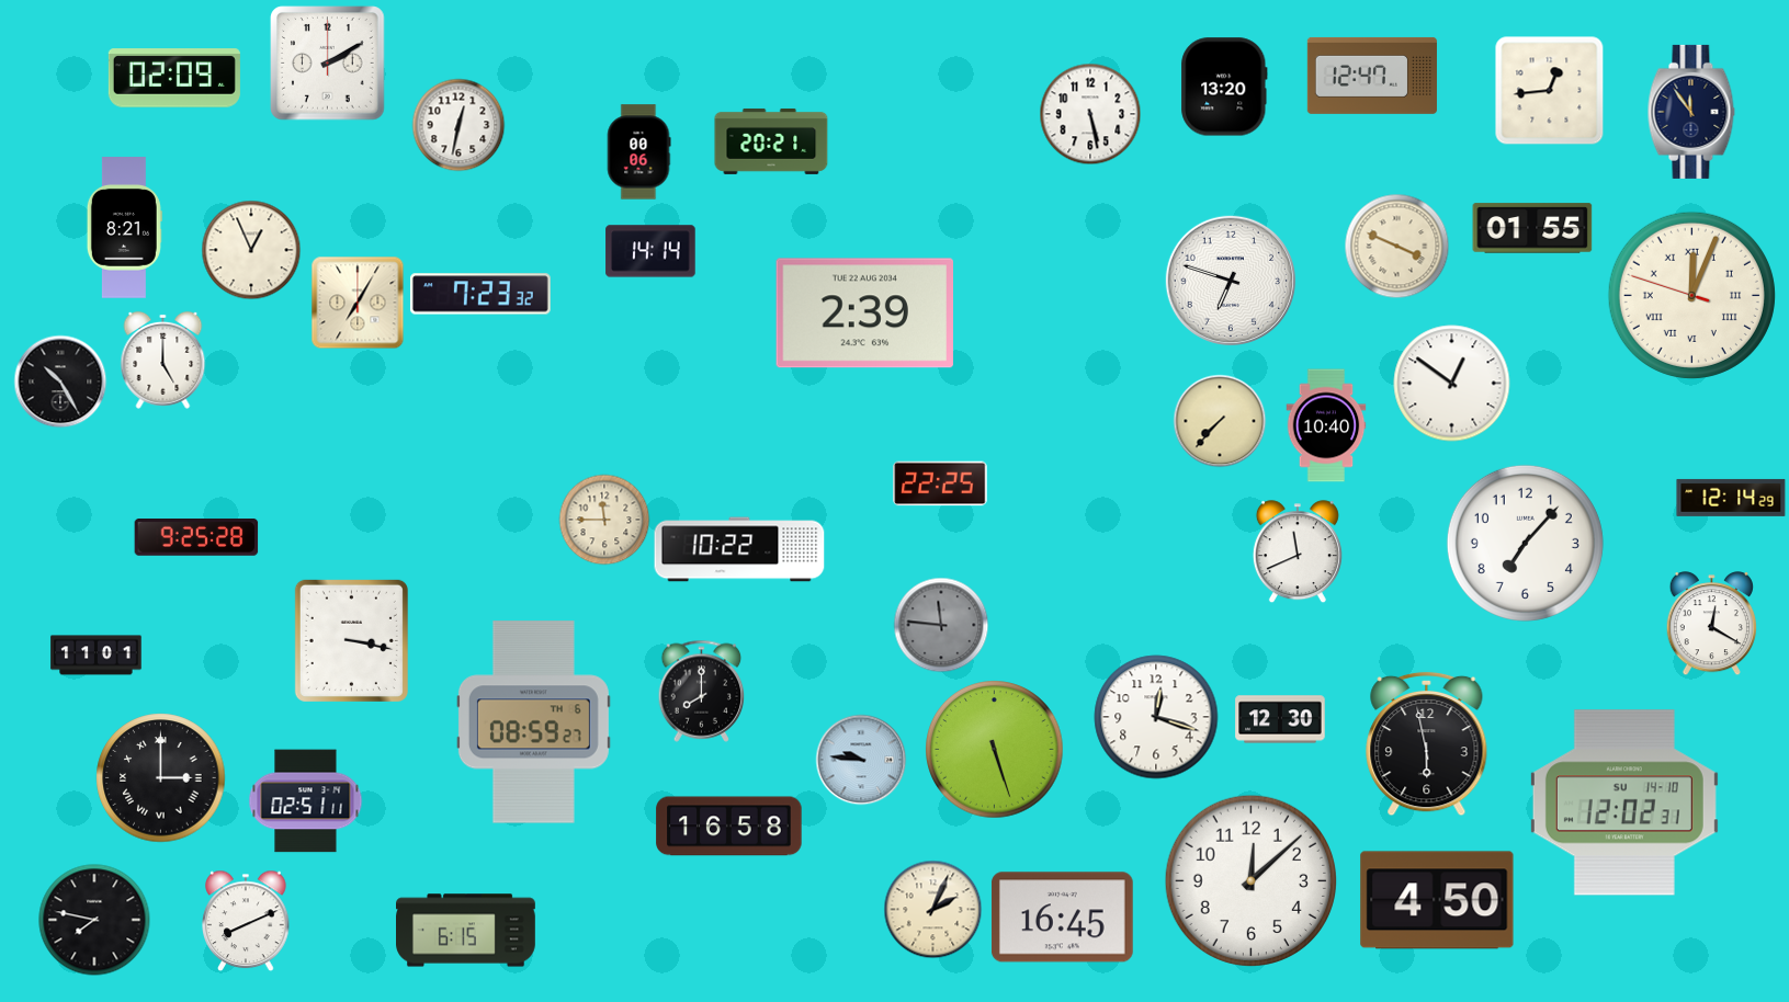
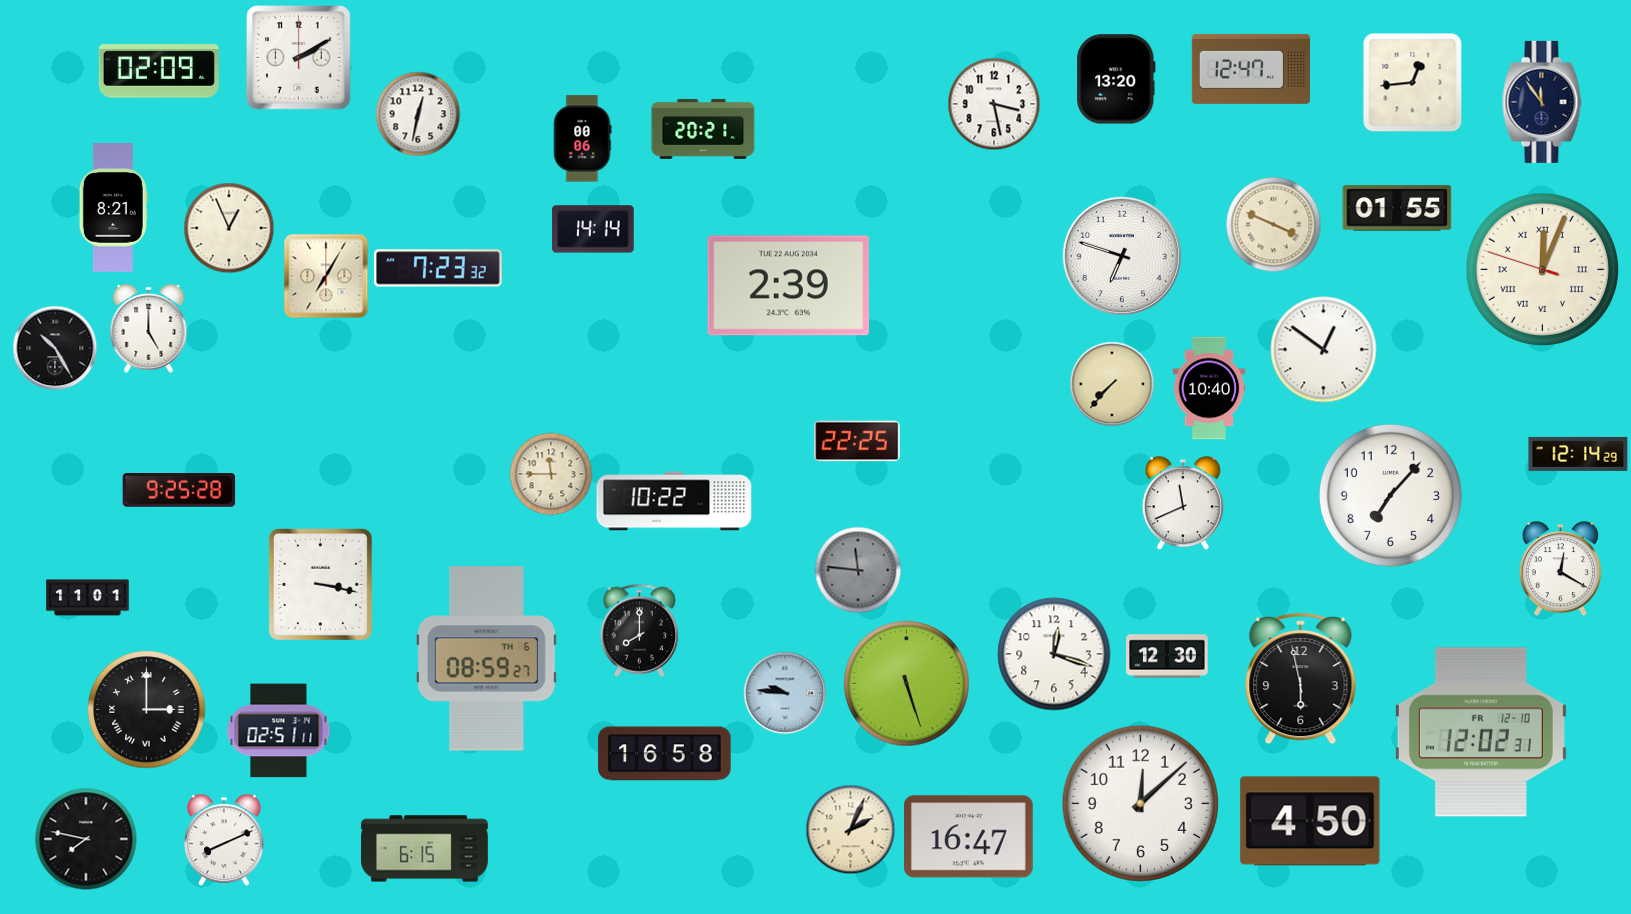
clock at (1090, 114): 5:28 -> 3:28
clock at (1624, 802) date: SU 14-10 -> FR 12-10
clock at (1062, 918): 16:45 -> 16:47
